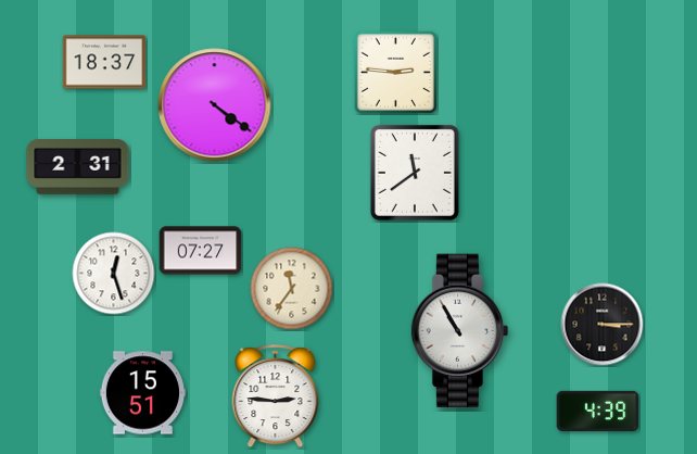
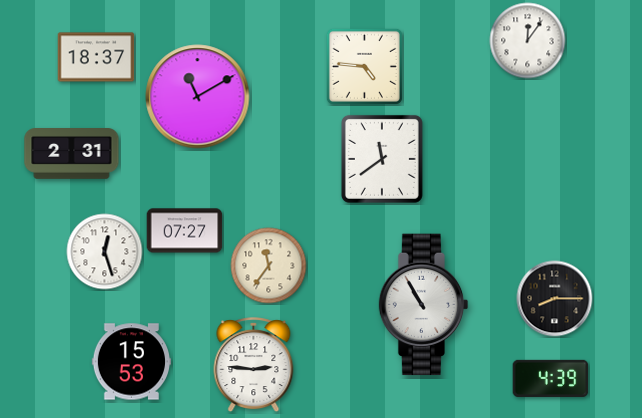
clock at (528, 41): none -> 12:06
clock at (395, 72): 2:46 -> 4:46
clock at (215, 105): 4:21 -> 11:10
clock at (603, 325): 3:15 -> 8:15
clock at (142, 393): 15:51 -> 15:53
